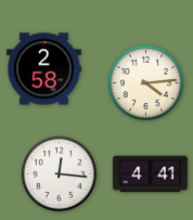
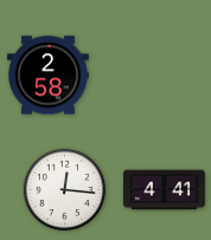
clock at (146, 83): 4:14 -> none
